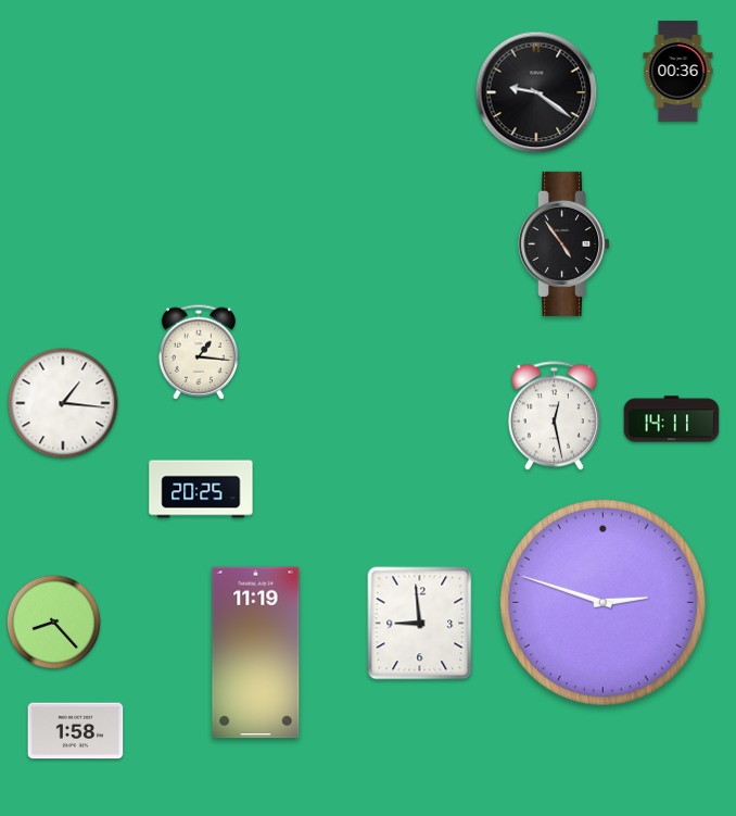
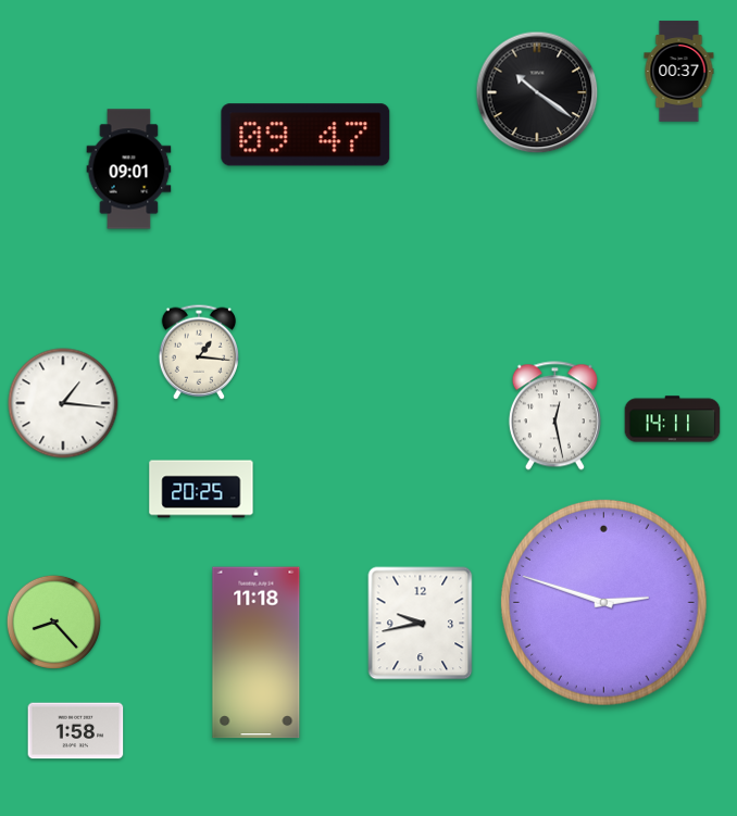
clock at (678, 72): 00:36 -> 00:37
clock at (536, 92): 9:21 -> 10:21
clock at (305, 135): none -> 09:47
clock at (129, 170): none -> 09:01
clock at (564, 243): 4:54 -> none
clock at (420, 624): 8:59 -> 9:43
clock at (256, 653): 11:19 -> 11:18
